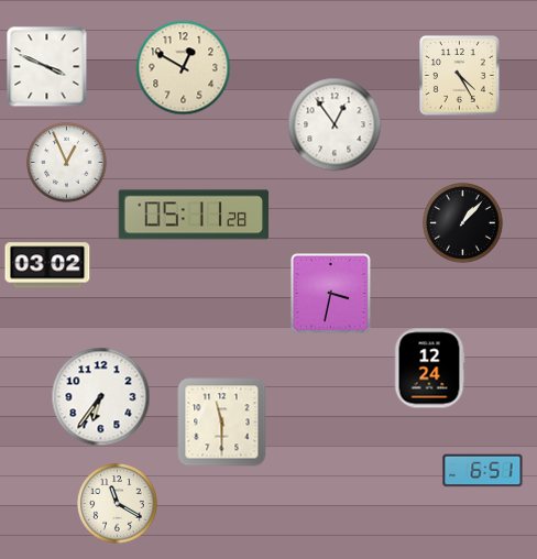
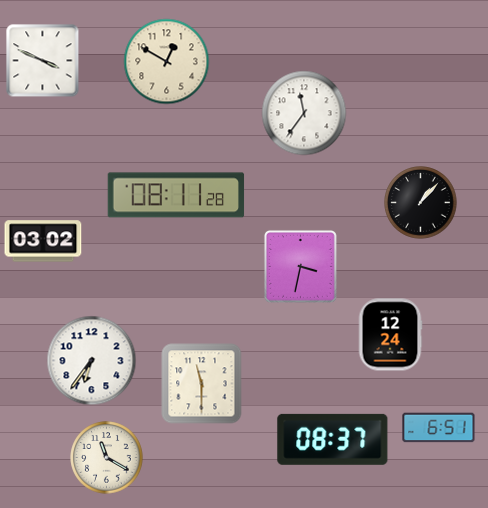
clock at (460, 76): 4:25 -> none
clock at (335, 124): 12:54 -> 11:36
clock at (67, 163): 12:56 -> none
clock at (194, 215): 05:11 -> 08:11
clock at (333, 439): none -> 08:37
